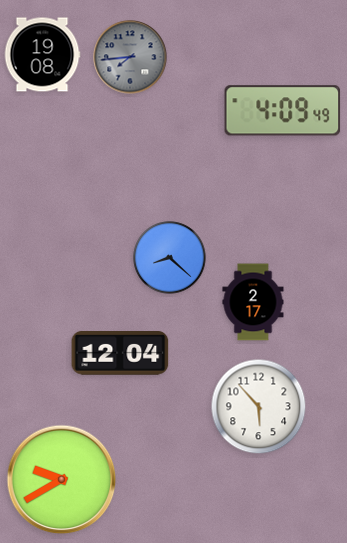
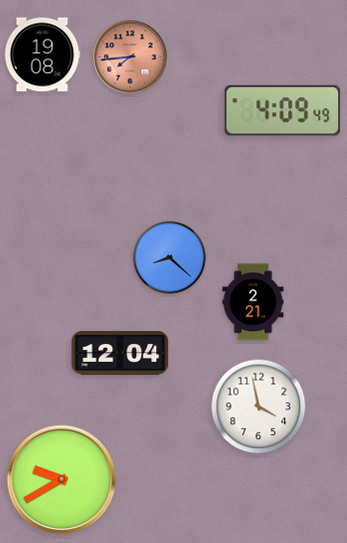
clock at (130, 57) dial: grey -> salmon
clock at (253, 302): 2:17 -> 2:21
clock at (259, 407): 5:53 -> 3:58
